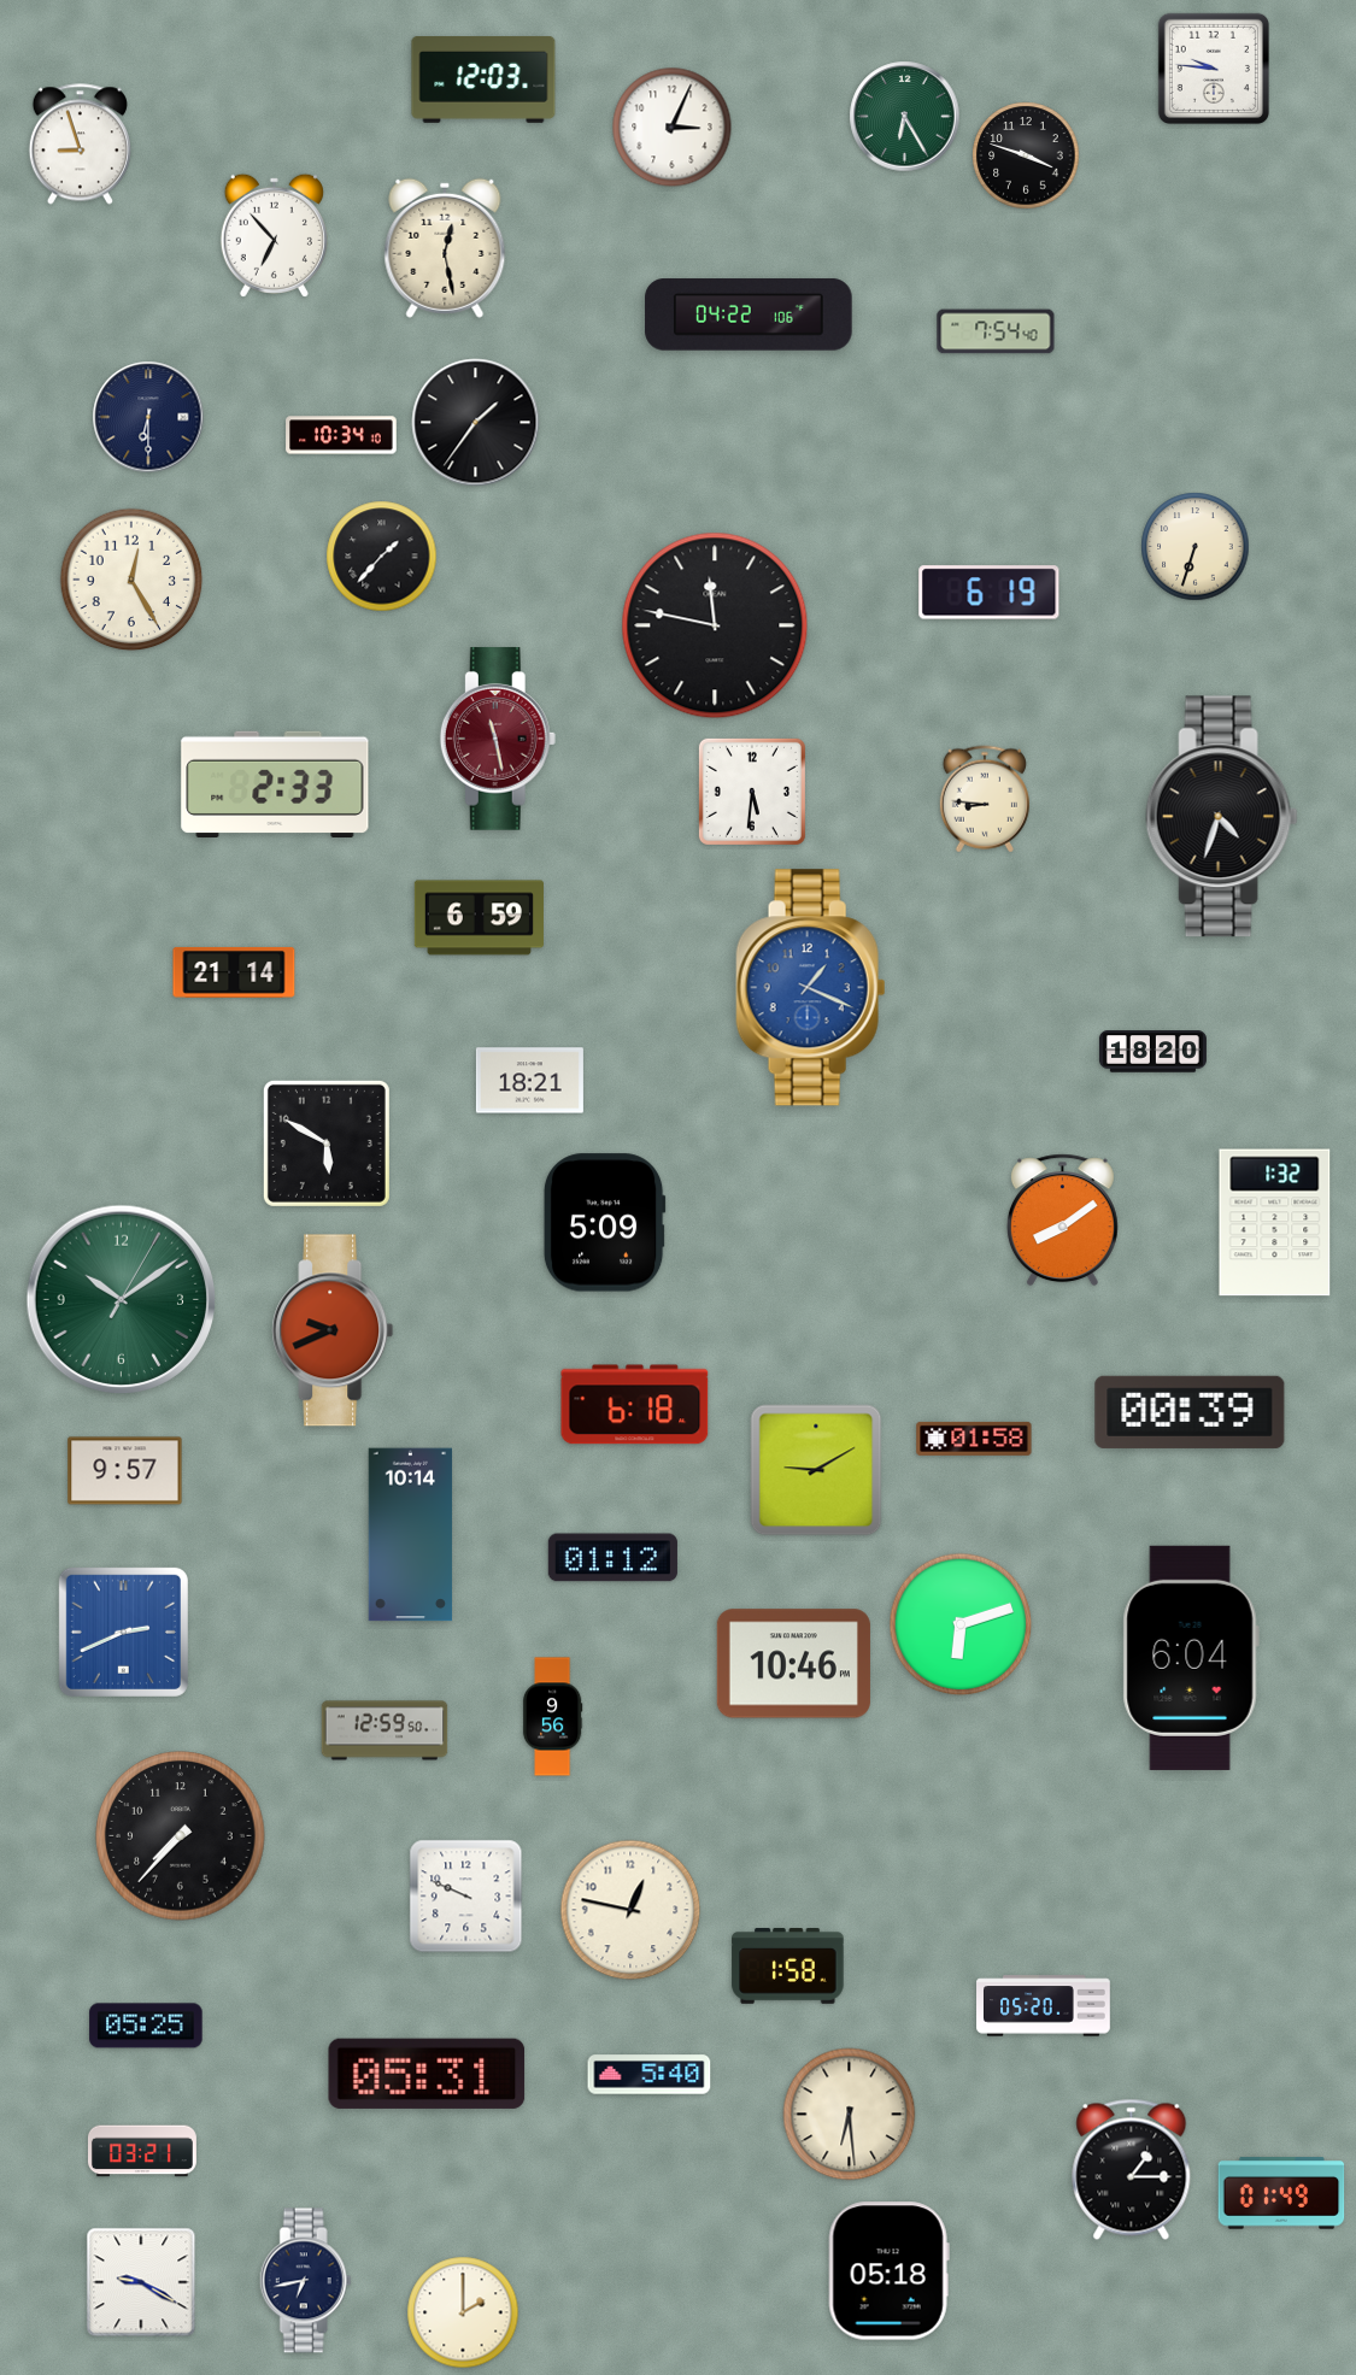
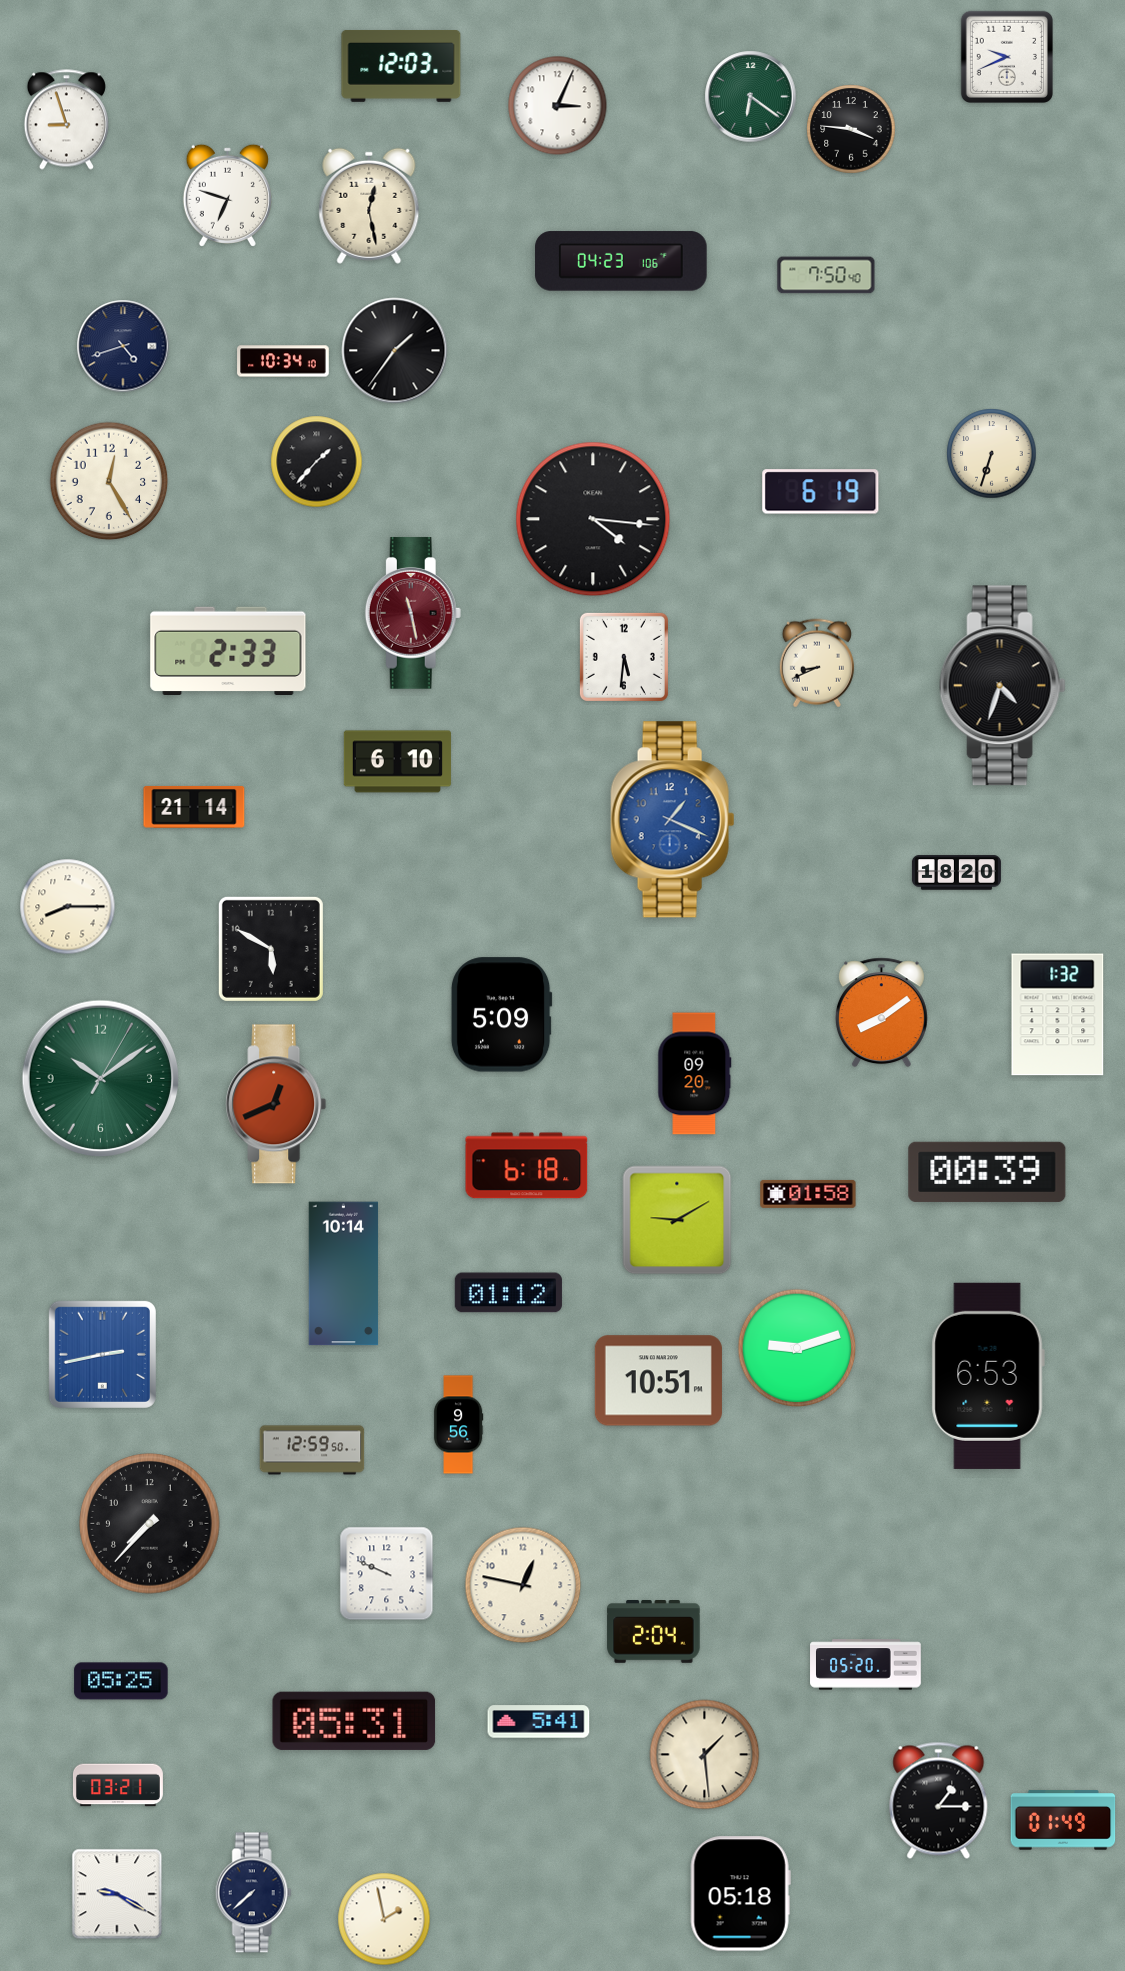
clock at (1214, 69): 9:46 -> 9:41
clock at (905, 117): 6:25 -> 6:21
clock at (1026, 155): 3:48 -> 3:46
clock at (274, 235): 6:53 -> 6:48
clock at (749, 314): 04:22 -> 04:23
clock at (996, 331): 7:54 -> 7:50
clock at (148, 417): 6:30 -> 4:42
clock at (715, 625): 11:47 -> 4:16
clock at (985, 799): 8:46 -> 8:41
clock at (1221, 817) position: (1221, 817) -> (1002, 686)
clock at (479, 918): 6:59 -> 6:10
clock at (529, 1081): 18:21 -> none
clock at (68, 907): none -> 8:15
clock at (695, 1074): none -> 09:20
clock at (333, 1330): 9:41 -> 12:41
clock at (125, 1471): 9:57 -> none
clock at (411, 1535) position: (411, 1535) -> (344, 1274)
clock at (961, 1624): 6:12 -> 9:12
clock at (123, 1632): 2:41 -> 2:43
clock at (1191, 1658): 6:04 -> 6:53
clock at (793, 1664): 10:46 -> 10:51
clock at (385, 1730) position: (385, 1730) -> (312, 1450)
clock at (788, 1967): 1:58 -> 2:04
clock at (650, 2075): 5:40 -> 5:41
clock at (850, 2115): 6:29 -> 1:29
clock at (888, 2271) position: (888, 2271) -> (740, 1894)
clock at (305, 2281): 6:43 -> 7:38
clock at (463, 2312): 2:00 -> 1:58
